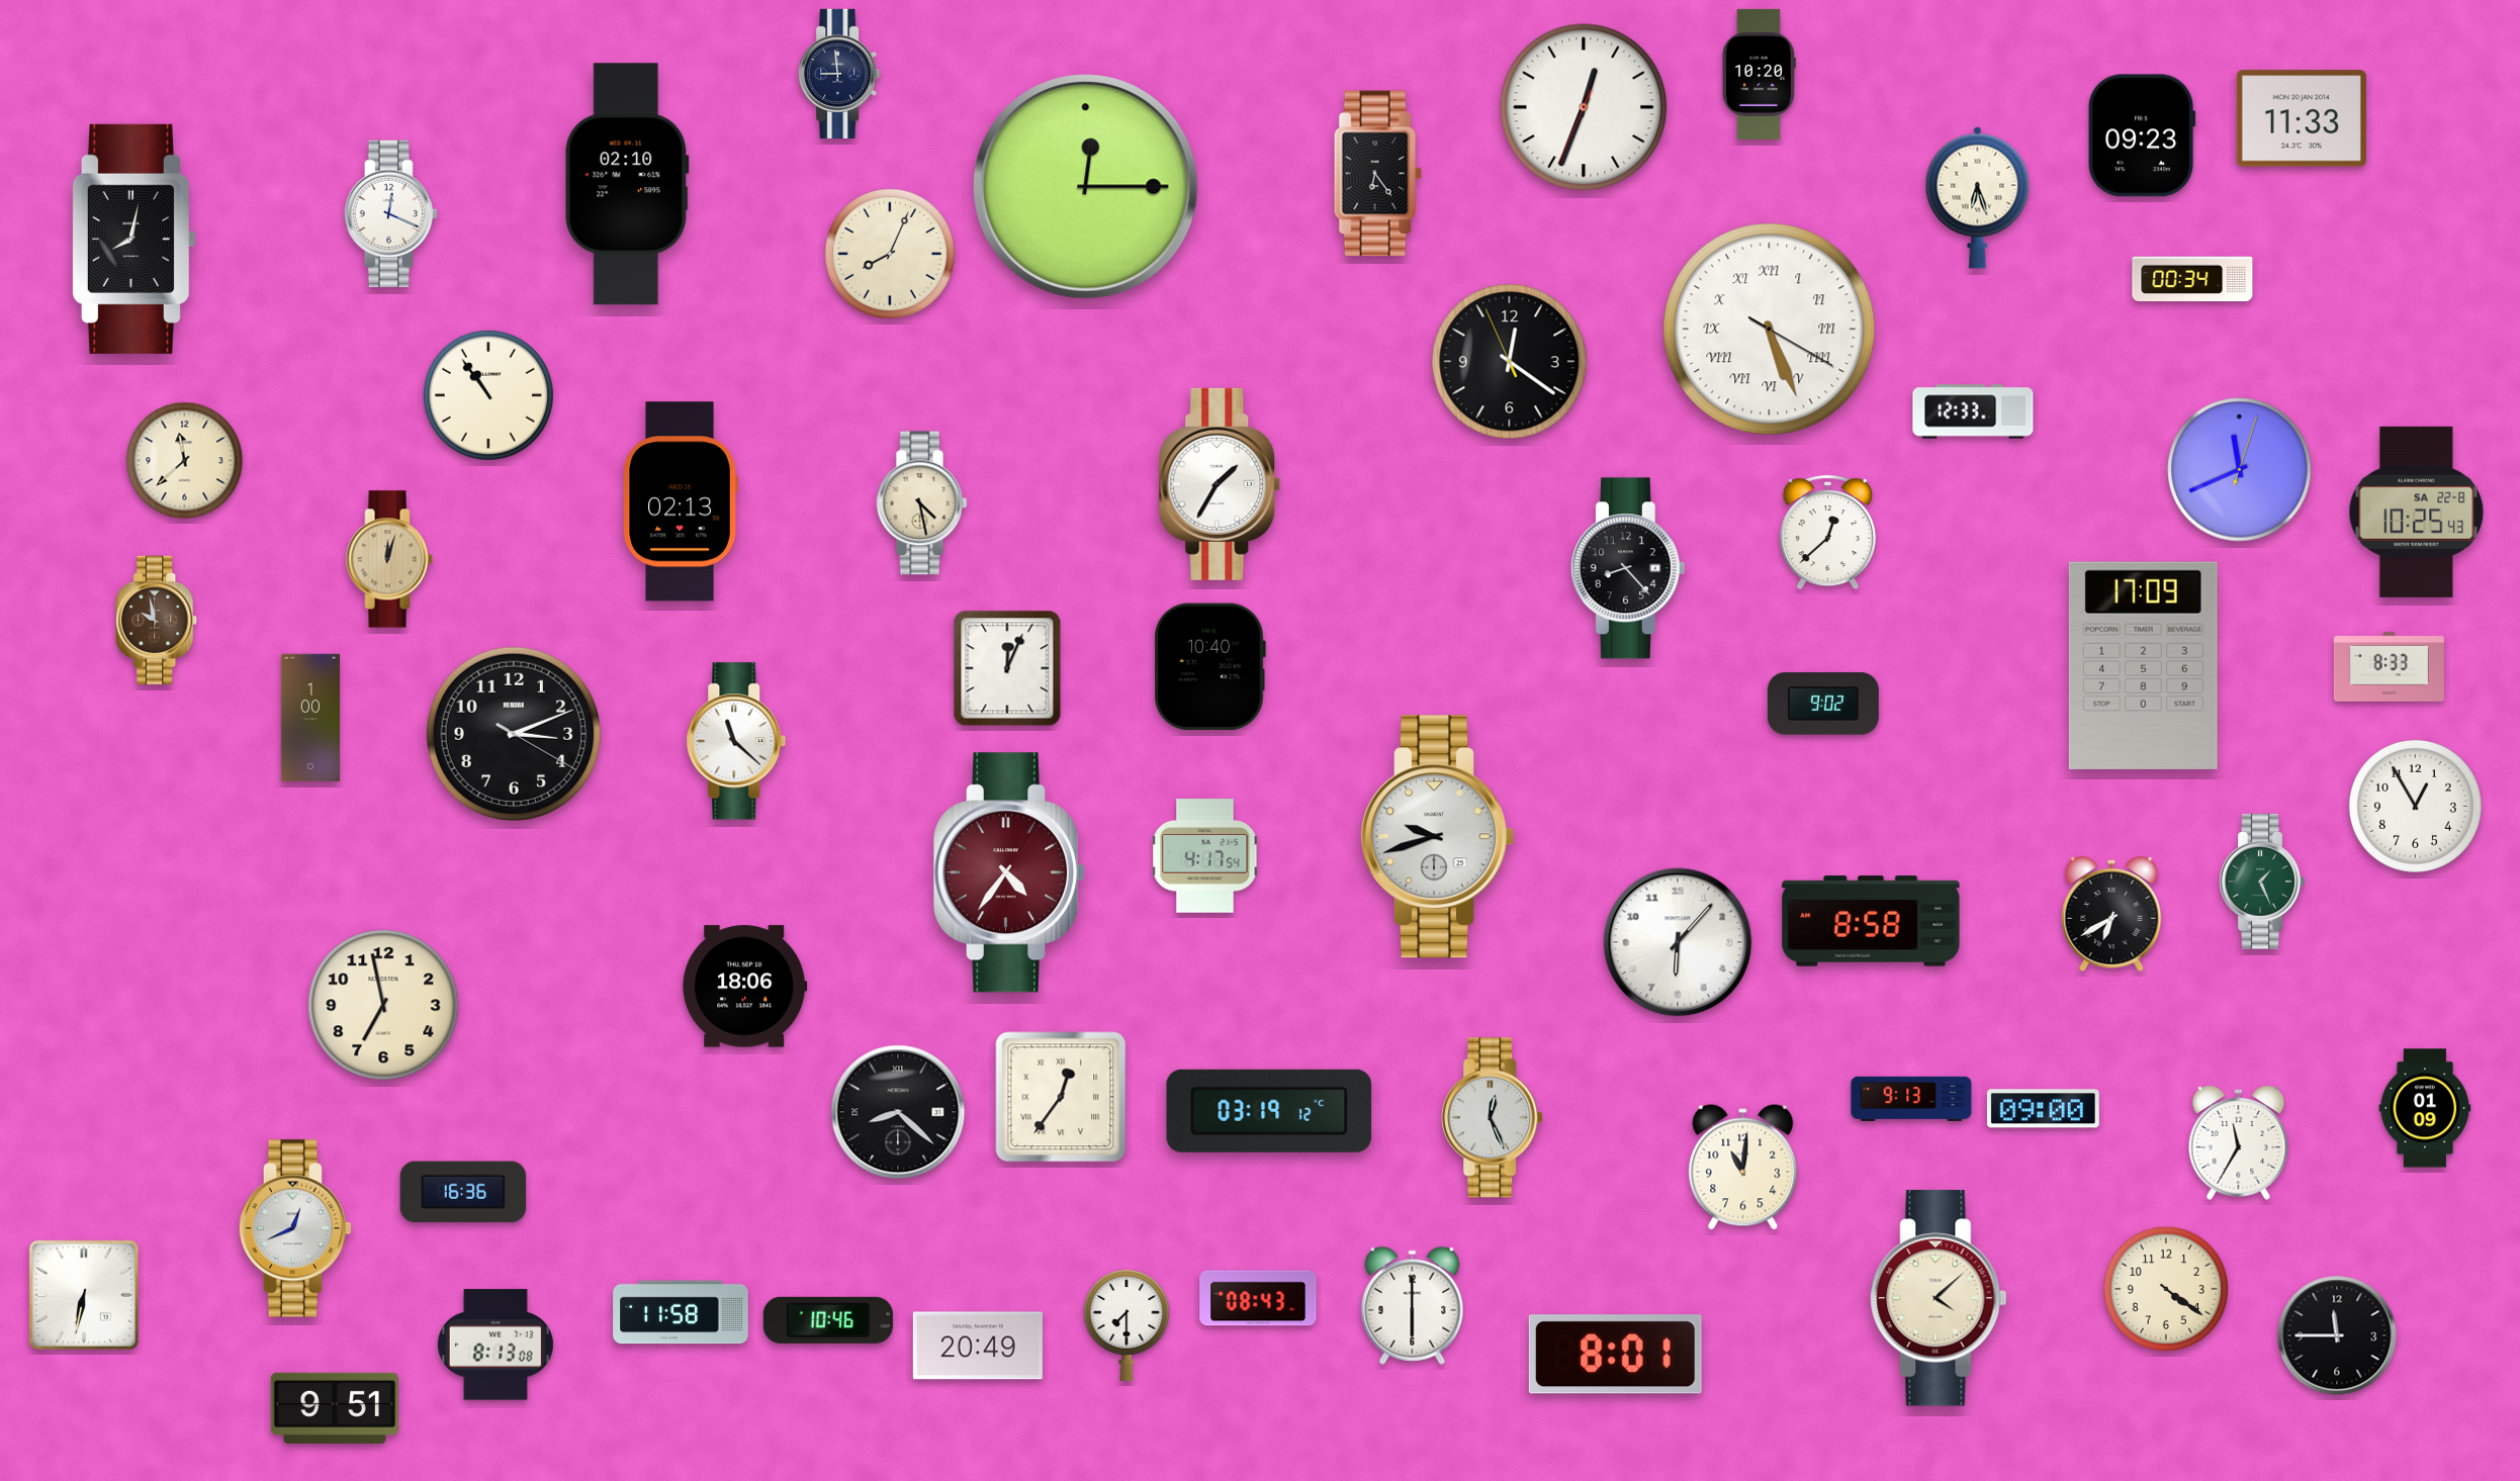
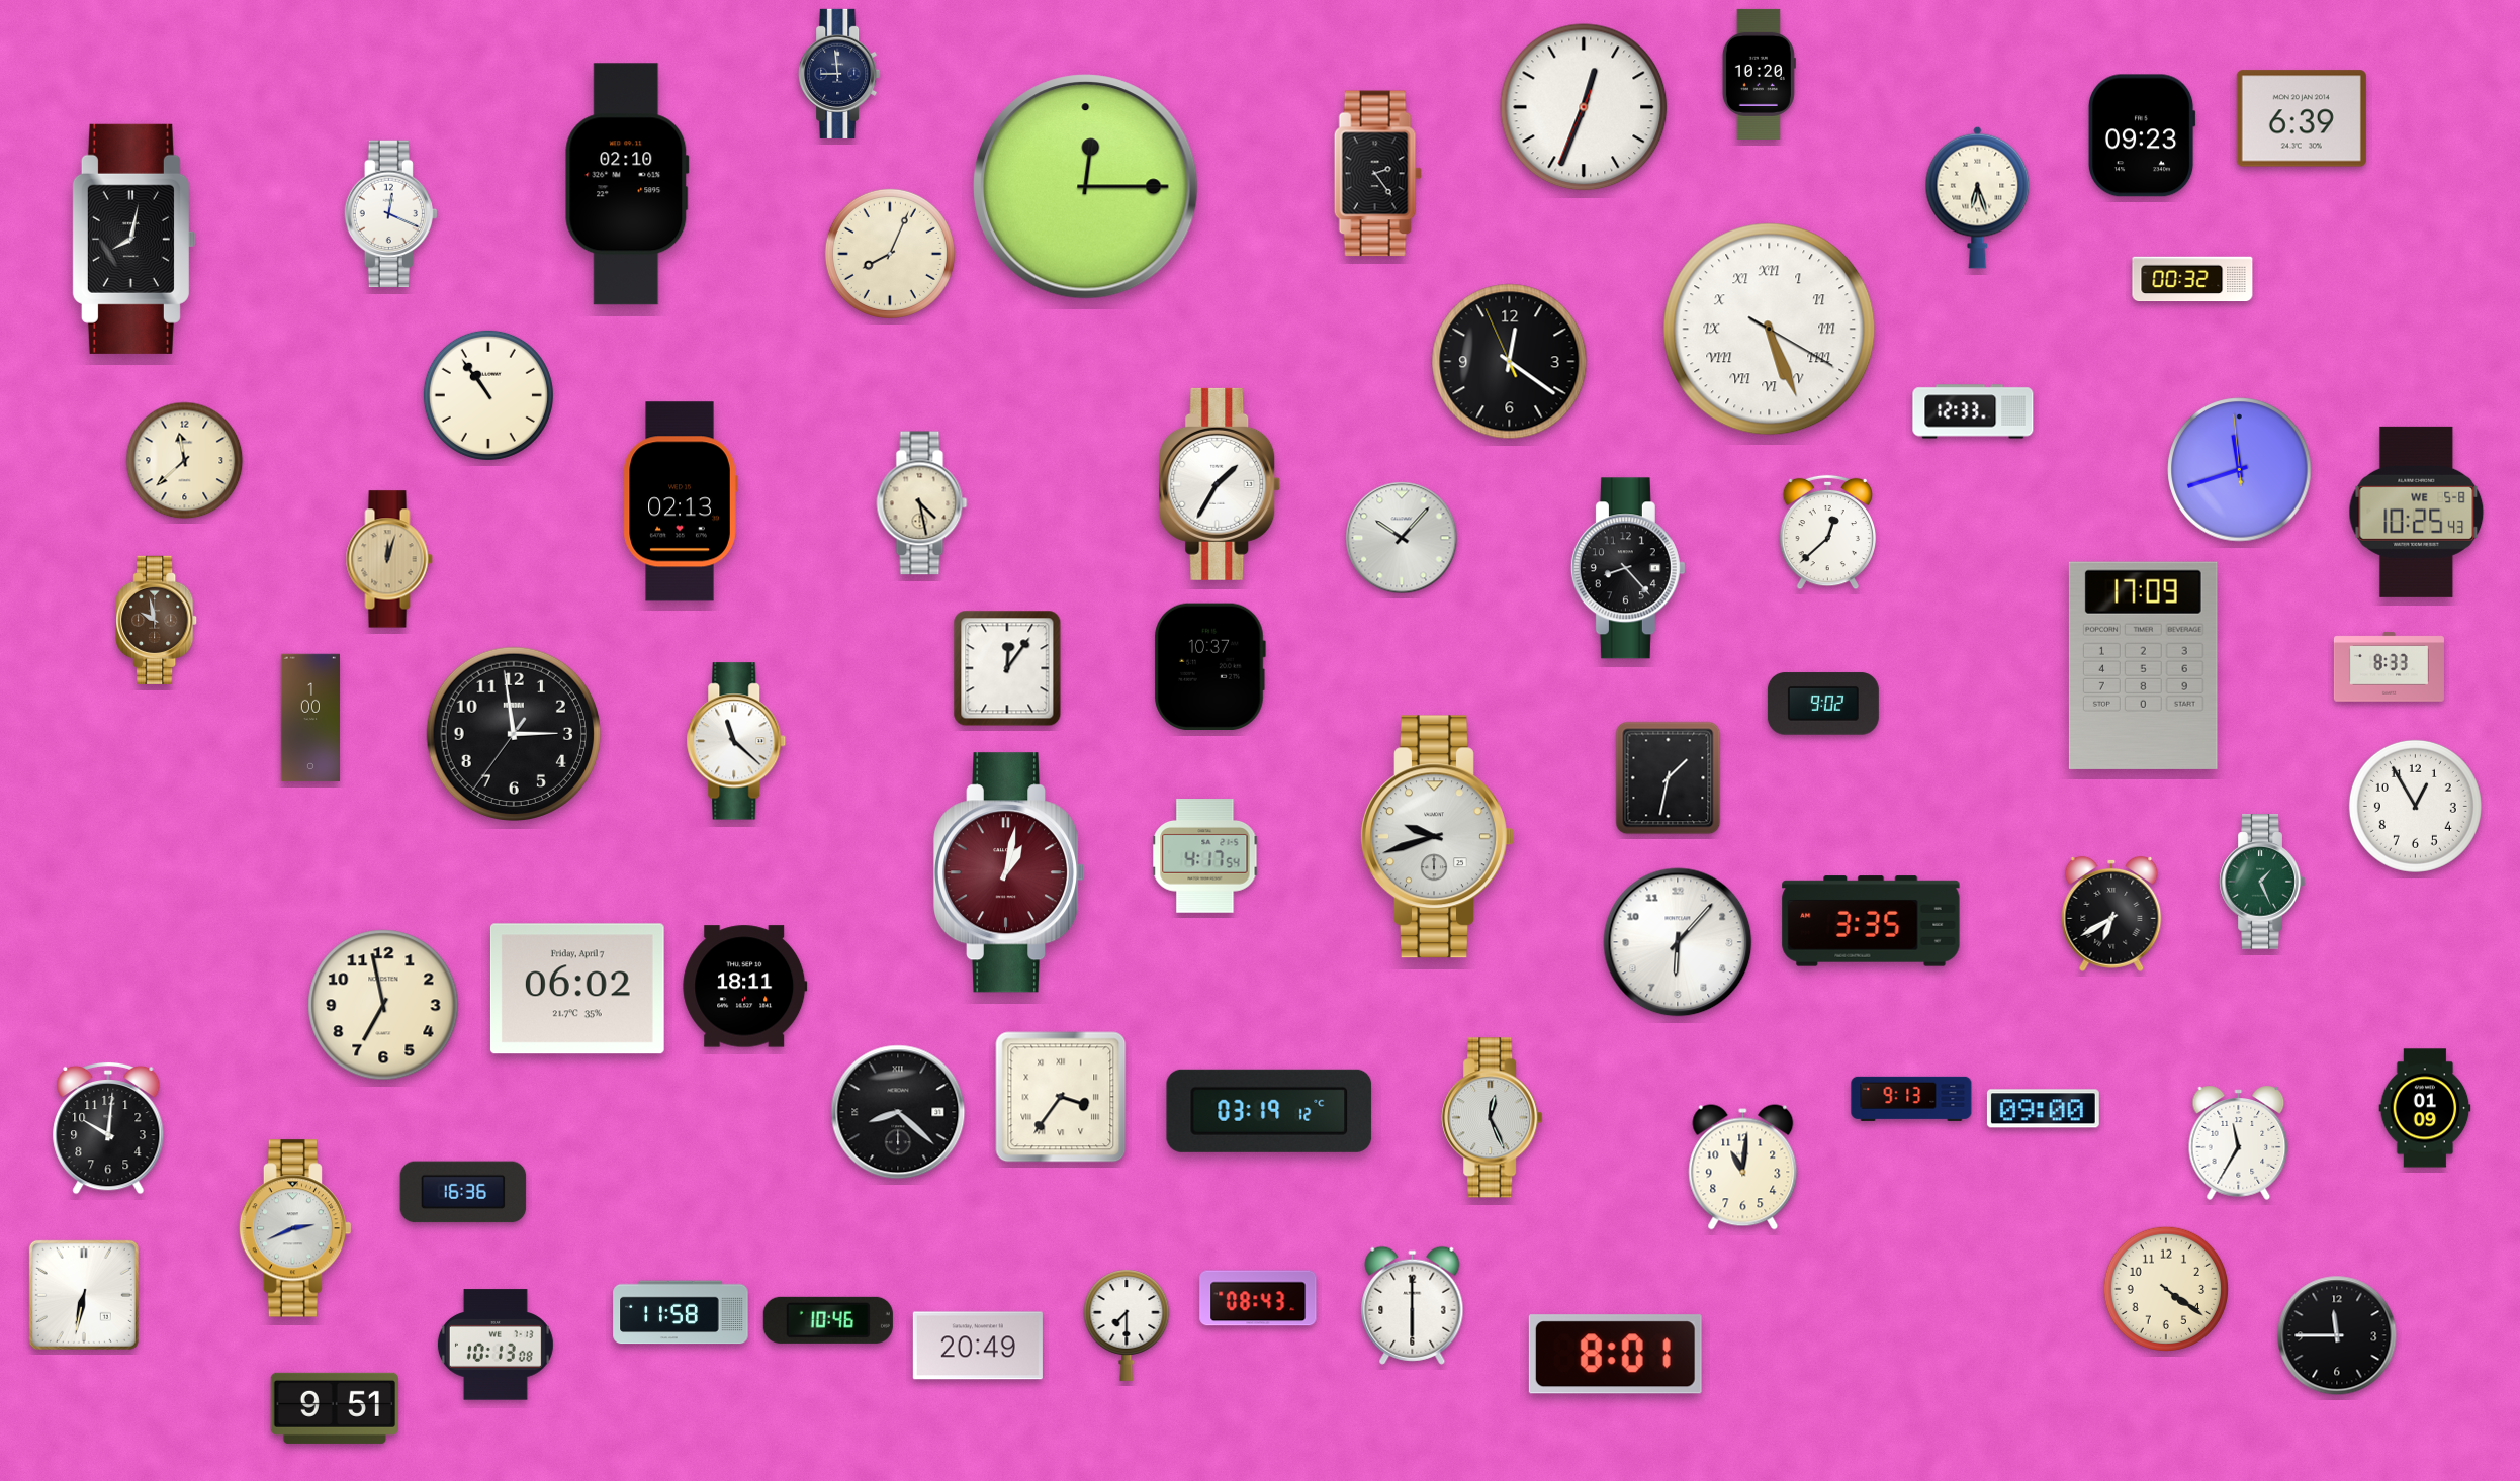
clock at (2302, 118): 11:33 -> 6:39
clock at (1377, 174): 6:24 -> 2:24
clock at (2192, 279): 00:34 -> 00:32
clock at (2240, 470): 11:41:03 -> 11:41:59
clock at (2417, 512) date: SA 22-8 -> WE 5-8
clock at (1402, 538): none -> 10:07
clock at (1209, 666): 10:40 -> 10:37
clock at (1007, 668): 12:04 -> 12:06
clock at (513, 733): 3:11 -> 2:58
clock at (1669, 778): none -> 1:32
clock at (1010, 872): 4:36 -> 1:02
clock at (1871, 921): 8:58 -> 3:35
clock at (745, 987): 18:06 -> 18:11
clock at (577, 989): none -> 06:02
clock at (1061, 1097): 12:36 -> 3:36
clock at (108, 1128): none -> 10:01
clock at (295, 1228): 12:41 -> 2:41
clock at (1939, 1298): 4:08 -> none
clock at (496, 1345): 8:13 -> 10:13
